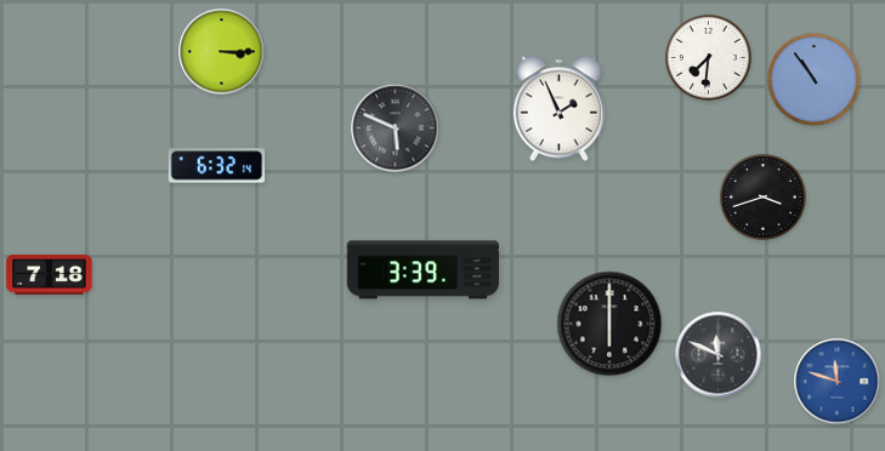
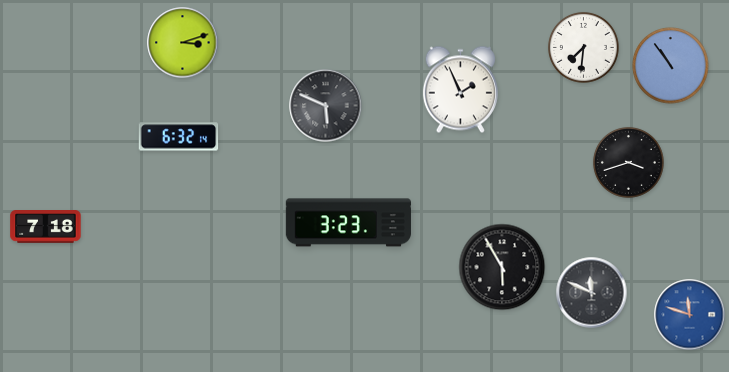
clock at (222, 52): 3:15 -> 3:12
clock at (422, 270): 3:39 -> 3:23
clock at (50, 275) position: (50, 275) -> (46, 227)
clock at (609, 324): 6:00 -> 5:55
